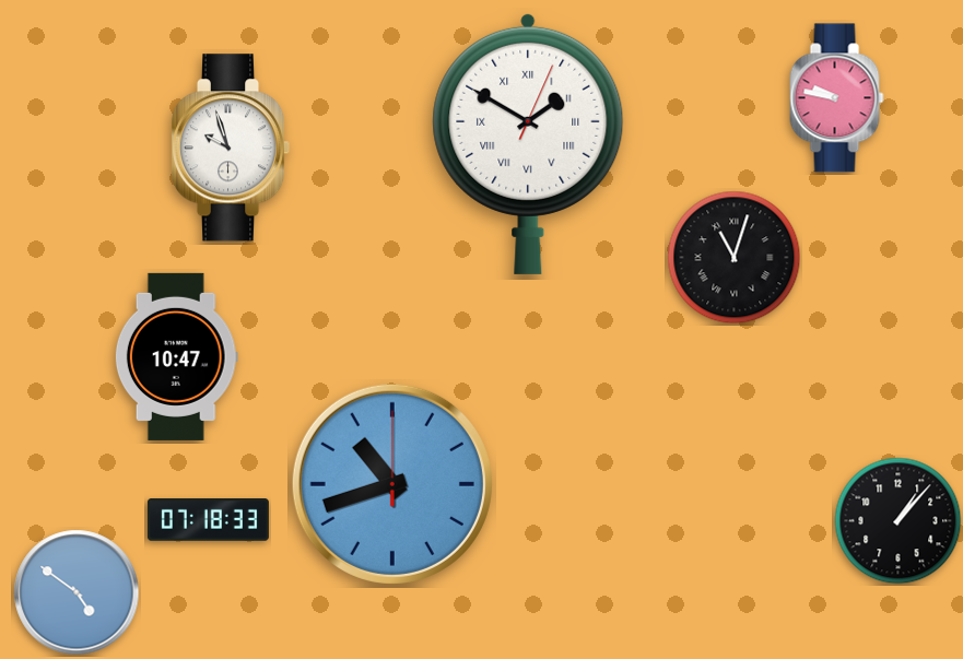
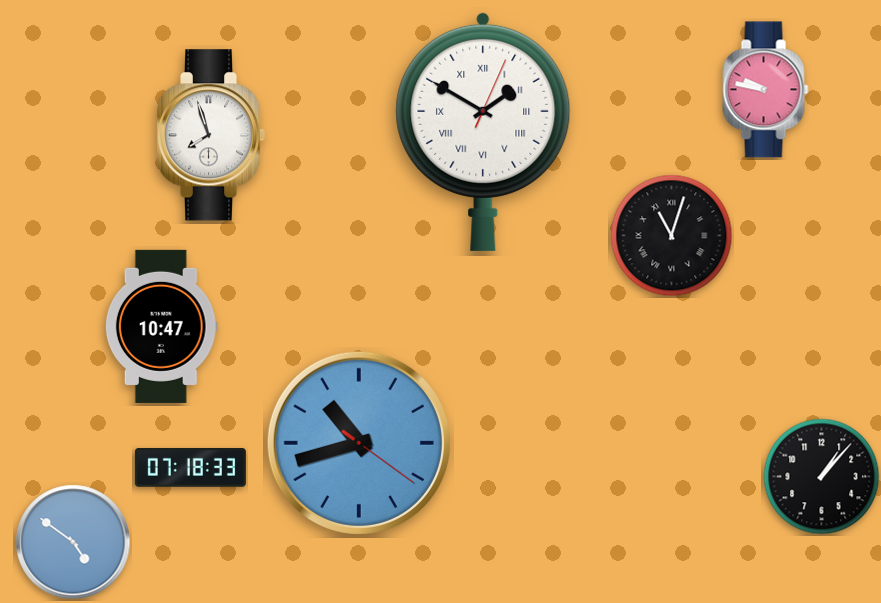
clock at (231, 148): 9:57 -> 7:57
clock at (392, 484): 10:42:00 -> 10:42:21
clock at (208, 520) position: (208, 520) -> (190, 468)
clock at (77, 592) position: (77, 592) -> (73, 542)
